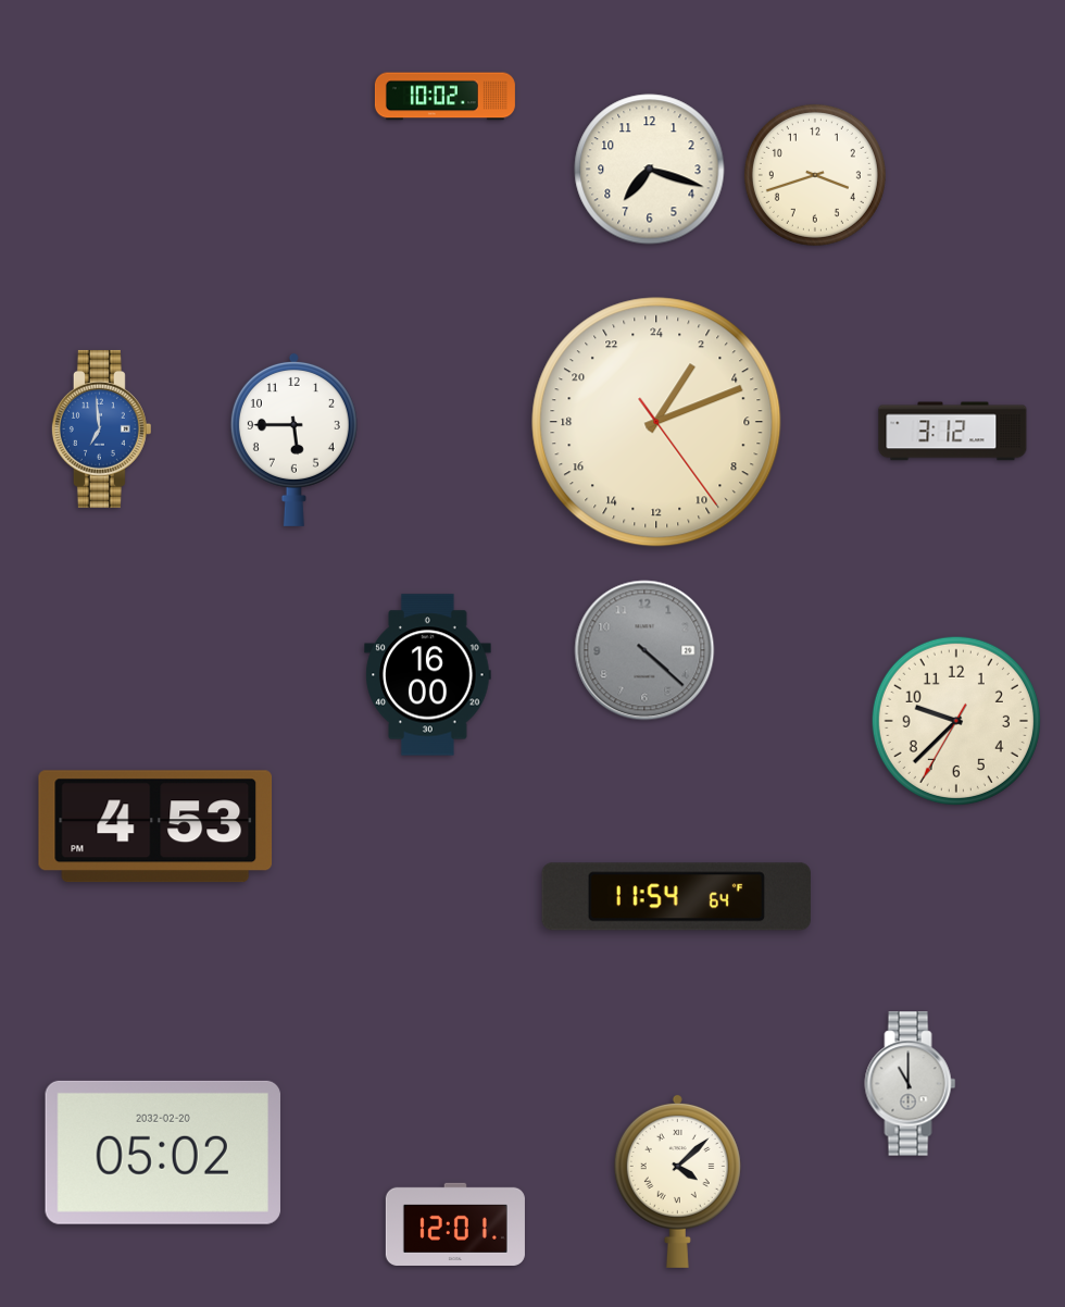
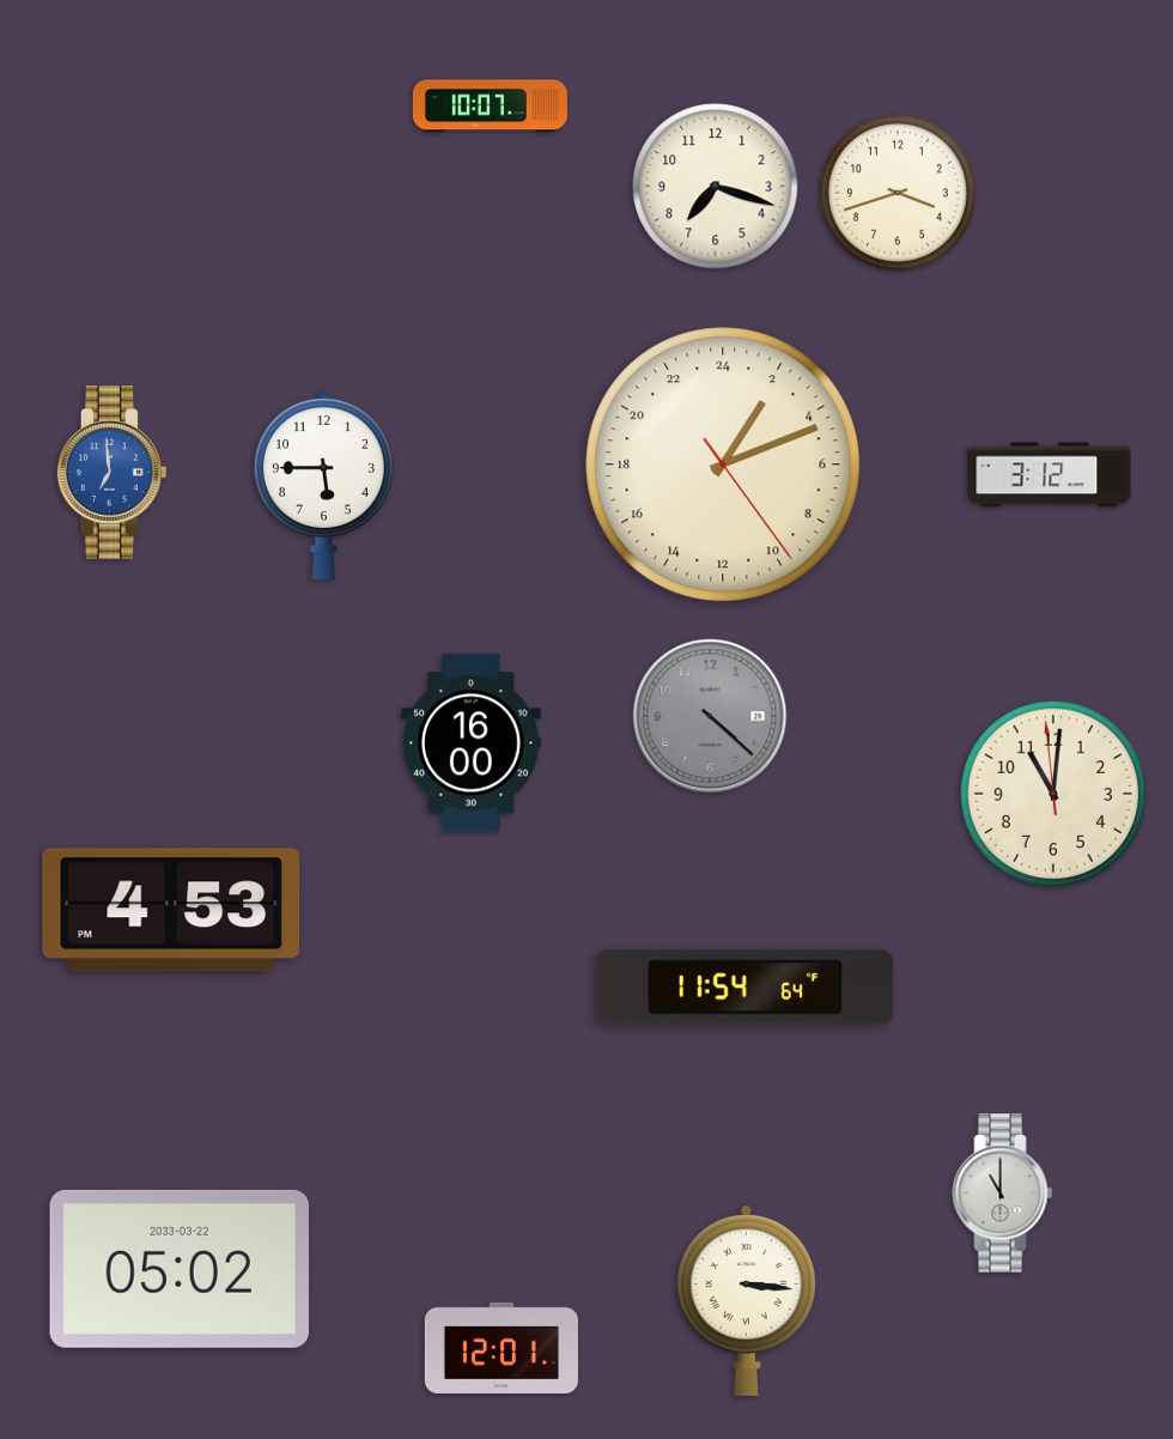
clock at (444, 97): 10:02 -> 10:07
clock at (956, 721): 9:37 -> 11:00
clock at (163, 1153) date: 2032-02-20 -> 2033-03-22
clock at (677, 1181): 4:08 -> 3:16
